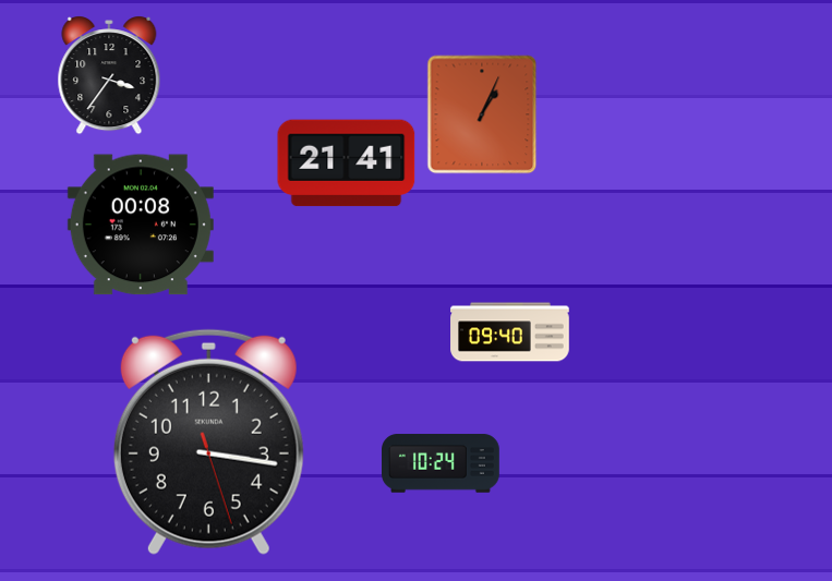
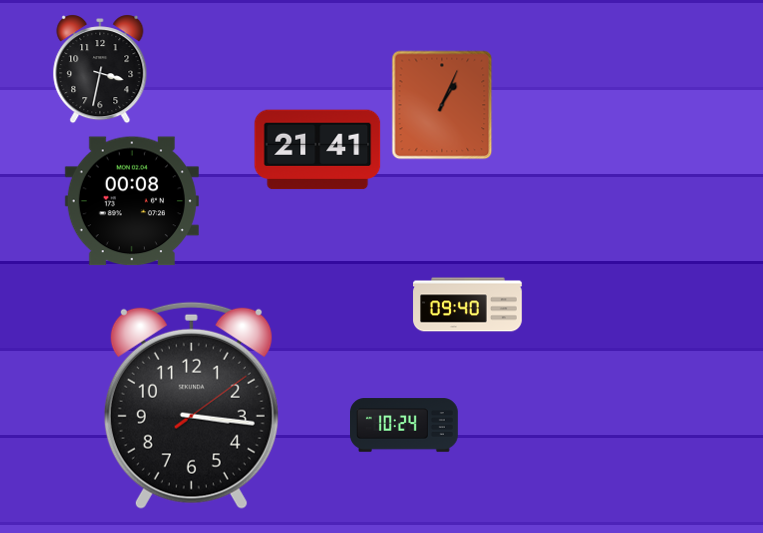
clock at (109, 75): 3:36 -> 3:32
clock at (141, 225) position: (141, 225) -> (132, 201)
clock at (208, 441): 3:16:27 -> 3:16:09
